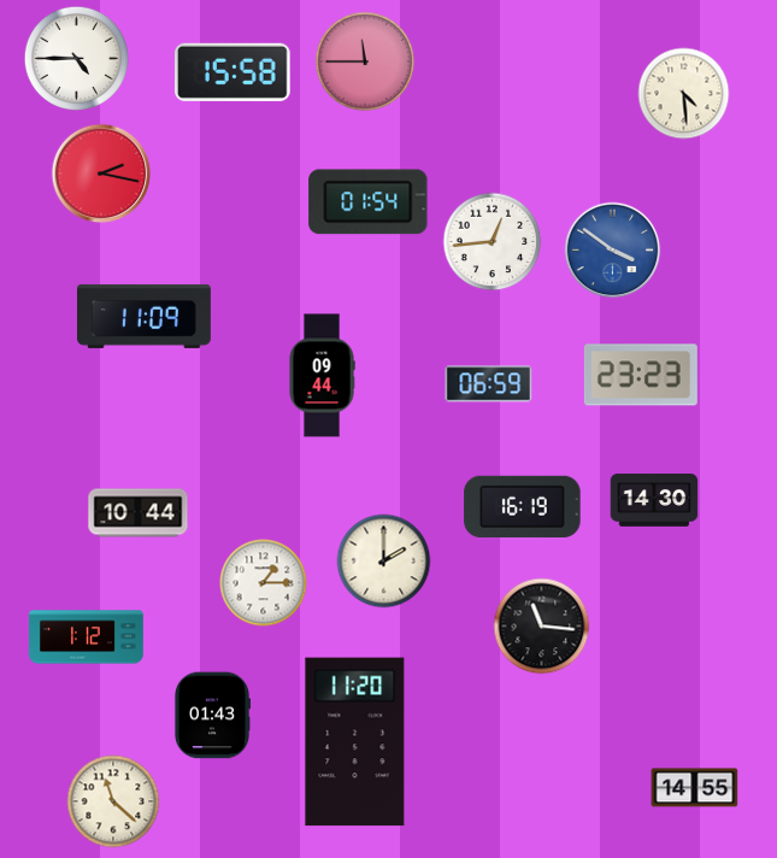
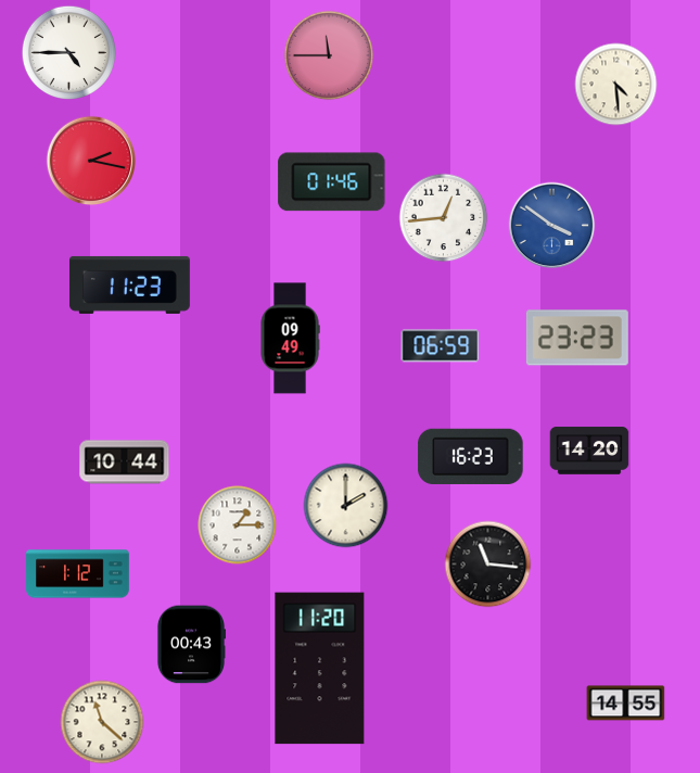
clock at (232, 72): 15:58 -> none
clock at (101, 174) position: (101, 174) -> (91, 161)
clock at (369, 202): 01:54 -> 01:46
clock at (143, 316): 11:09 -> 11:23
clock at (322, 376): 09:44 -> 09:49
clock at (654, 500): 14:30 -> 14:20
clock at (523, 506): 16:19 -> 16:23
clock at (211, 716): 01:43 -> 00:43
clock at (695, 788) position: (695, 788) -> (626, 704)
